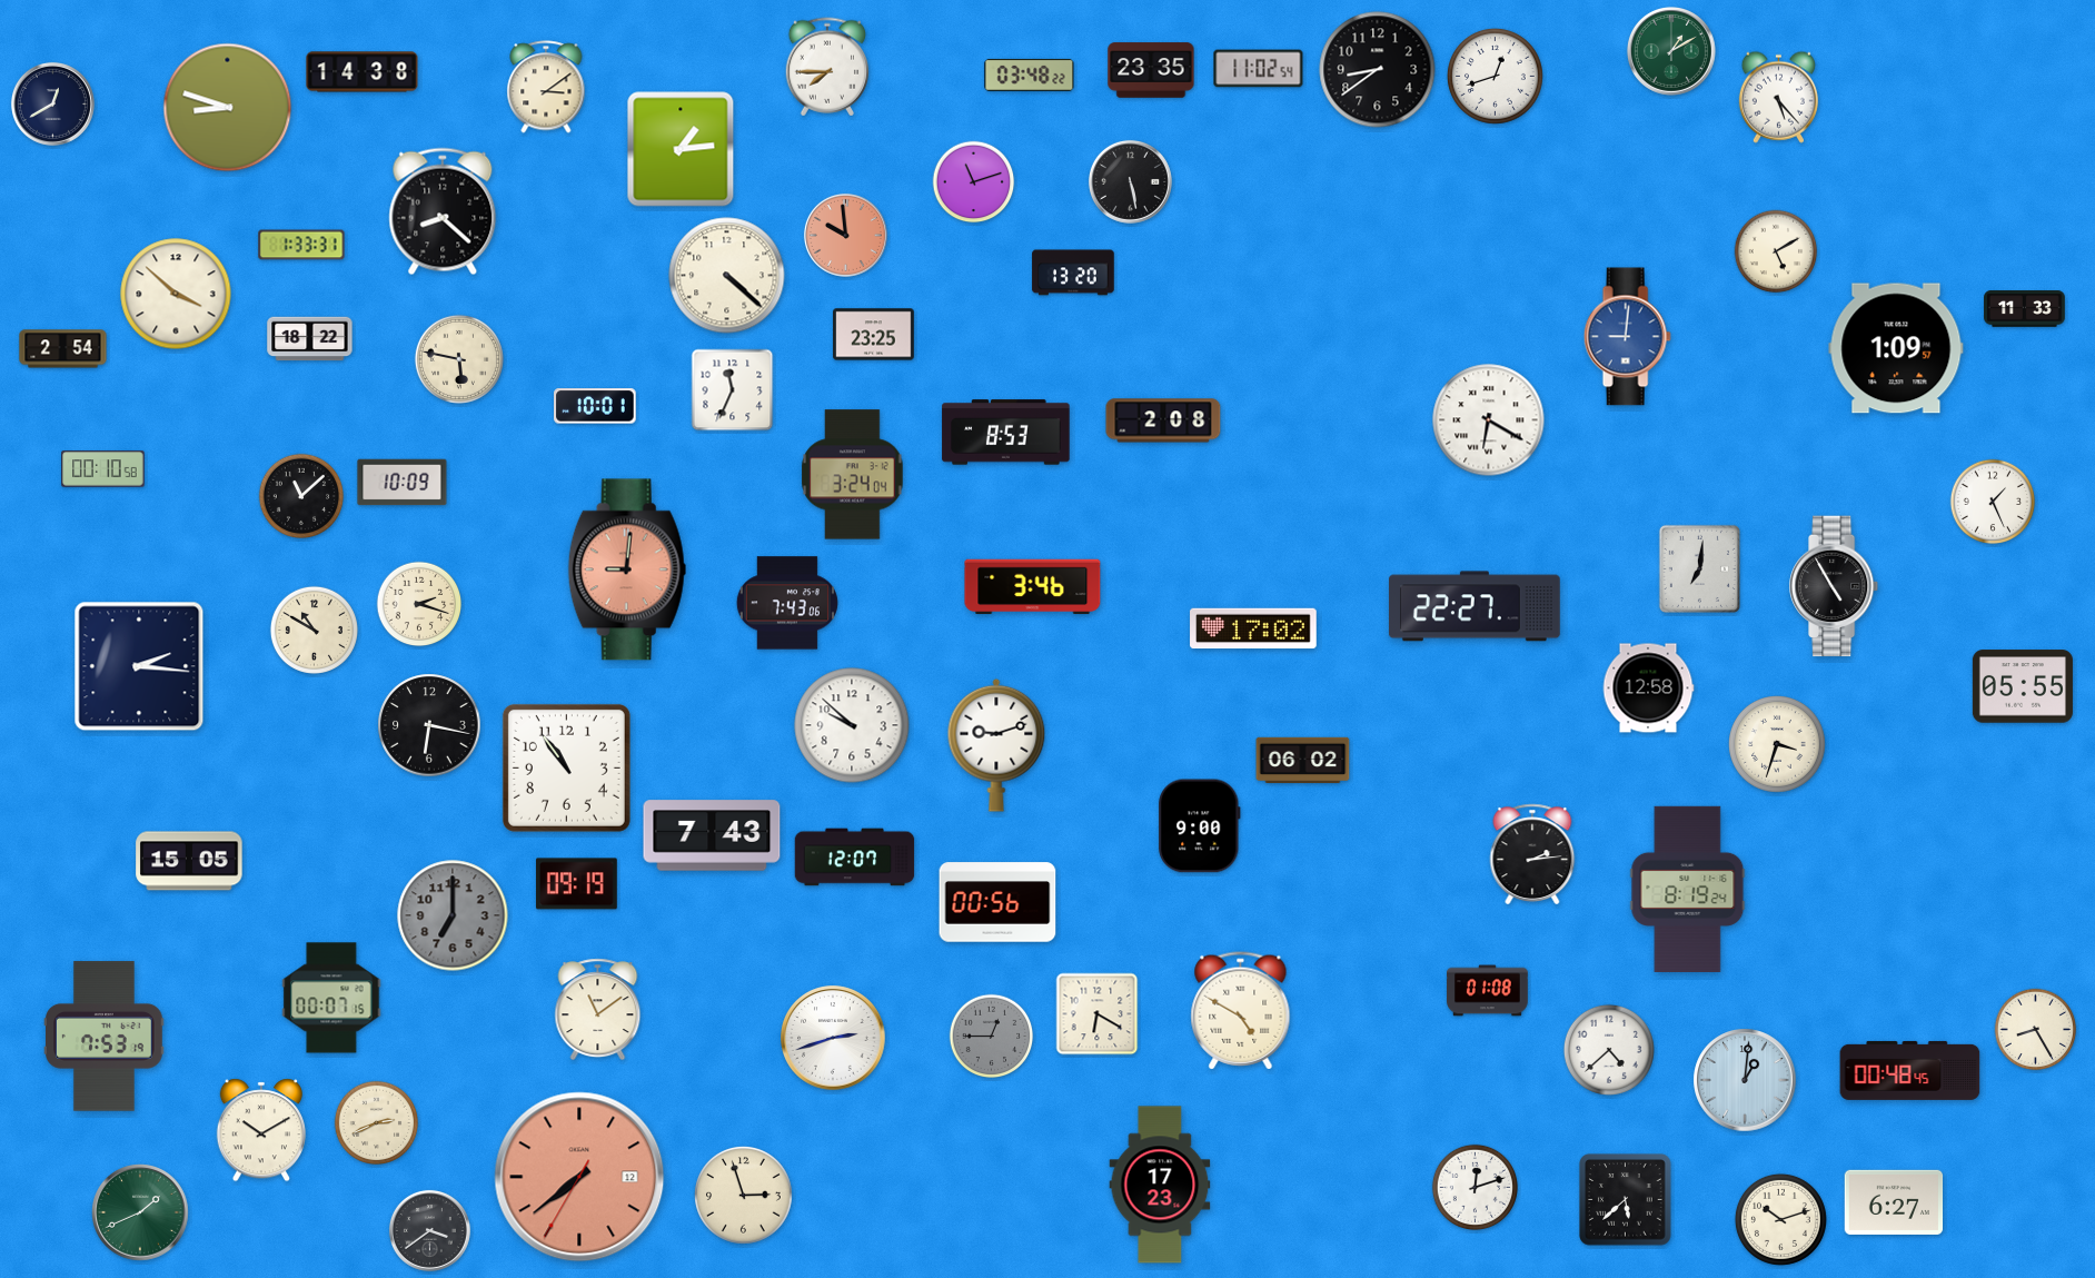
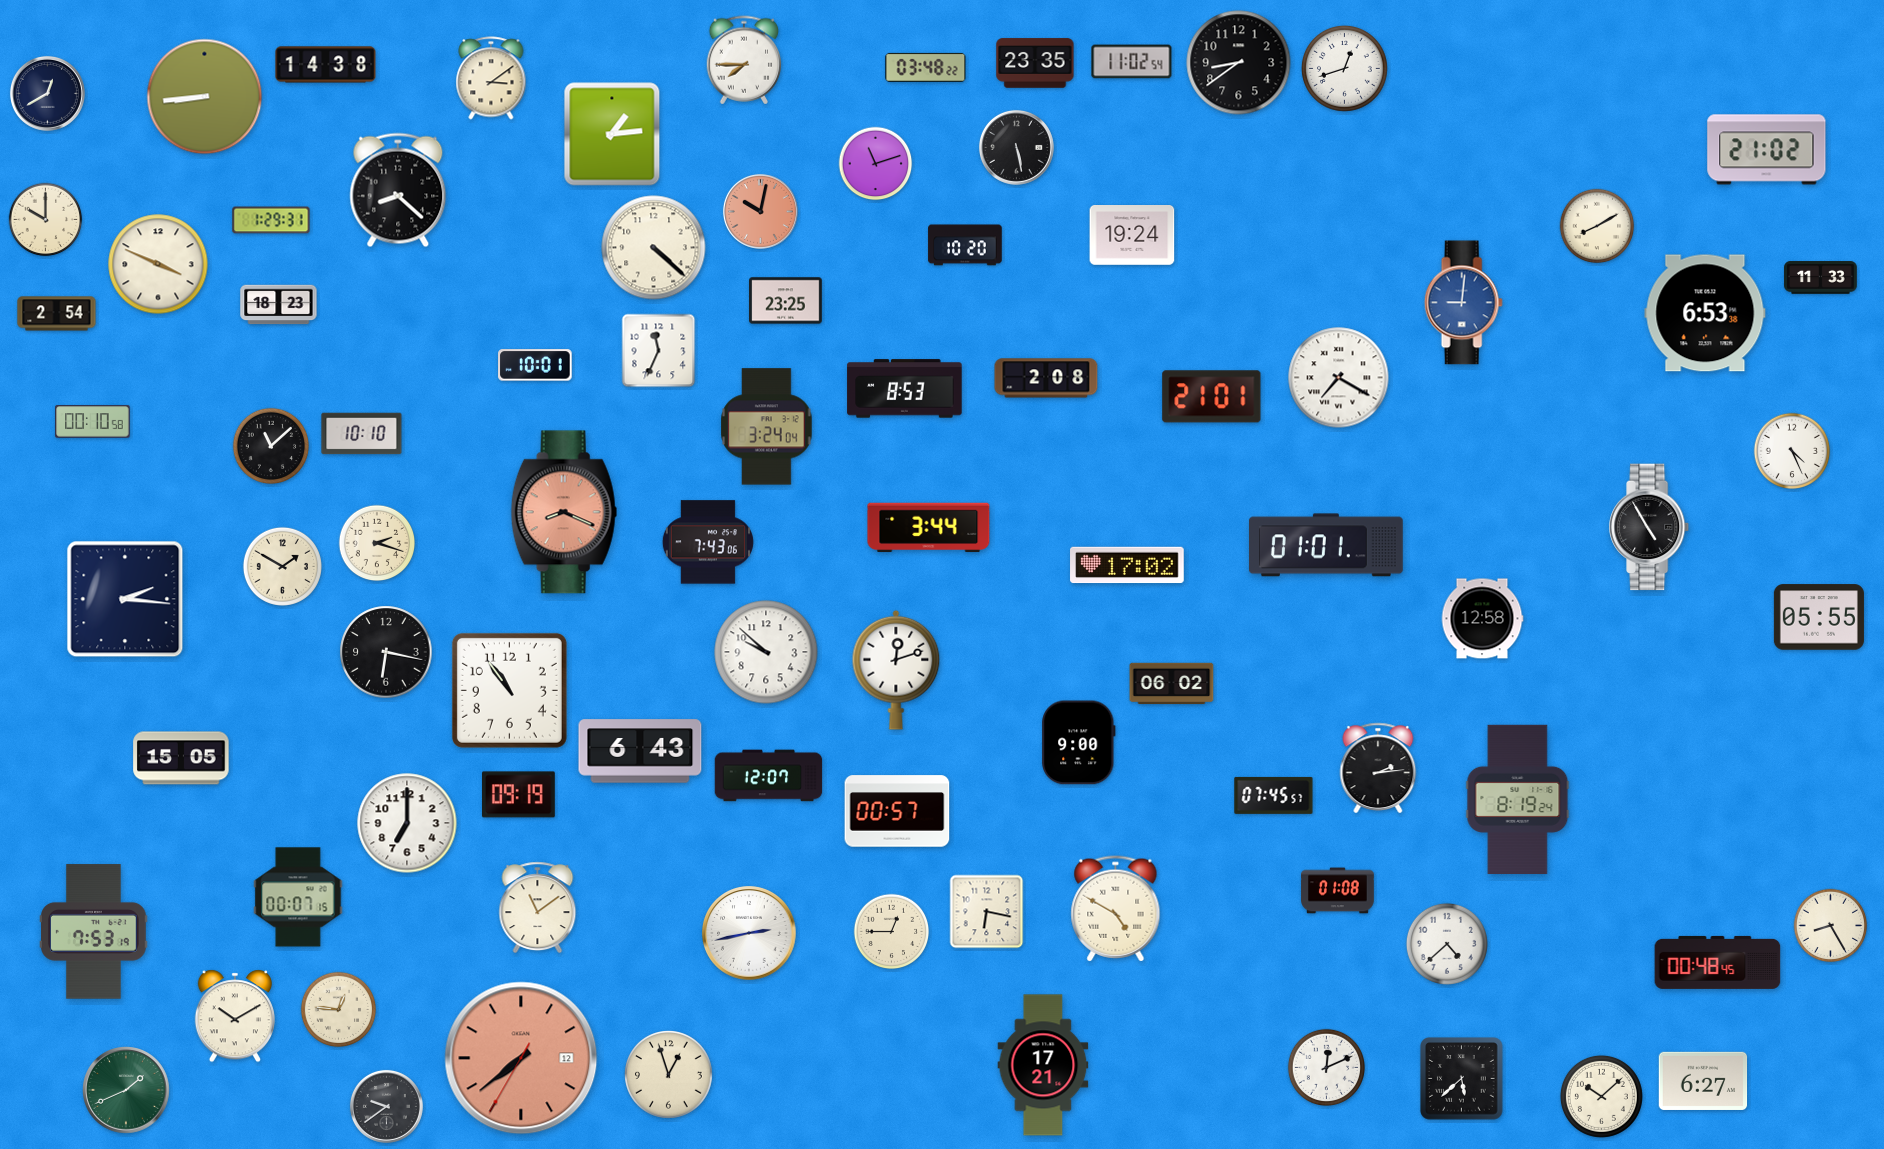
clock at (1671, 51): 1:10 -> none
clock at (1778, 97): 5:23 -> none
clock at (228, 108): 8:48 -> 8:44
clock at (1767, 150): none -> 21:02
clock at (1130, 181) position: (1130, 181) -> (1016, 147)
clock at (845, 235): 9:59 -> 10:02
clock at (46, 220): none -> 10:00
clock at (301, 245): 1:33 -> 1:29
clock at (1776, 251): 5:10 -> 8:10
clock at (1132, 236): none -> 19:24
clock at (1073, 273): 13:20 -> 10:20
clock at (176, 294): 3:52 -> 3:49
clock at (310, 339): 18:22 -> 18:23
clock at (1896, 348): 1:09 -> 6:53
clock at (459, 359): 5:47 -> none
clock at (1489, 420): 6:20 -> 7:20
clock at (1212, 397): none -> 21:01
clock at (403, 483): 10:09 -> 10:10
clock at (1993, 502): 1:26 -> 4:26
clock at (1699, 568): 7:01 -> none
clock at (627, 569): 9:01 -> 8:19
clock at (1033, 587): 3:46 -> 3:44
clock at (1475, 606): 22:27 -> 01:01
clock at (314, 630): 10:50 -> 1:50
clock at (996, 745): 9:12 -> 12:12
clock at (1778, 745): 3:33 -> none
clock at (712, 835): 7:43 -> 6:43
clock at (855, 858) position: (855, 858) -> (769, 776)
clock at (189, 861) position: (189, 861) -> (181, 758)
clock at (1274, 795): none -> 07:45
clock at (997, 902): 00:56 -> 00:57
clock at (453, 915) dial: grey -> white
clock at (1098, 1014): 6:20 -> 6:17
clock at (992, 1037) dial: grey -> cream
clock at (833, 1038): 2:42 -> 2:43
clock at (1745, 1080): 1:01 -> none
clock at (377, 1123): 2:41 -> 12:46
clock at (1160, 1185): 17:23 -> 17:21
clock at (1475, 1187): 12:12 -> 12:11
clock at (744, 1196): 2:57 -> 12:57
clock at (1780, 1219): 10:12 -> 10:08
clock at (429, 1230): 3:39 -> 9:39
